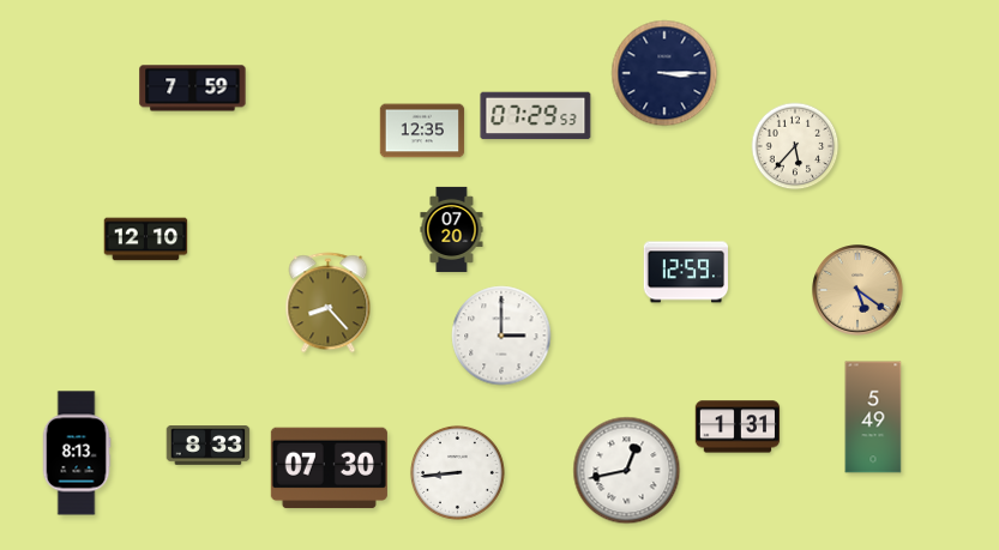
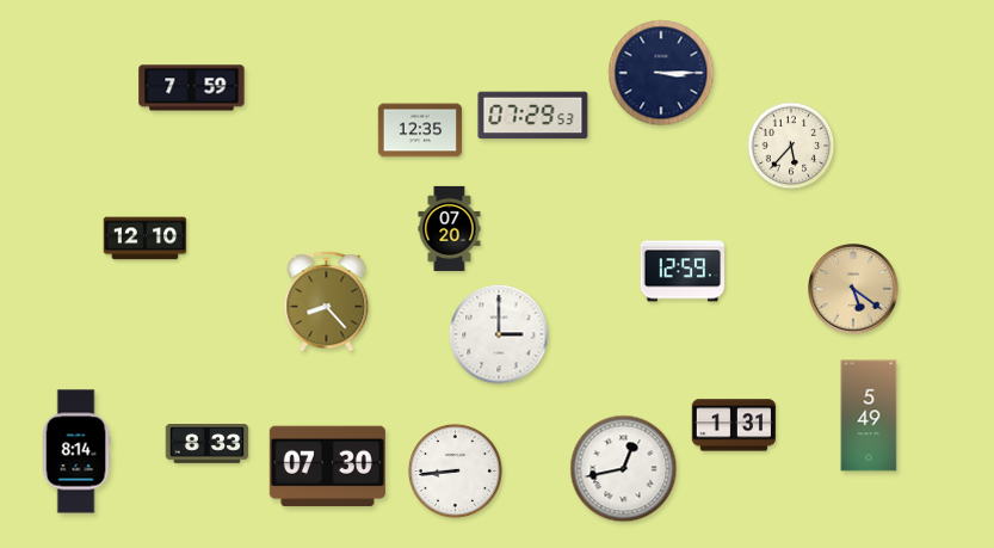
clock at (77, 453): 8:13 -> 8:14
